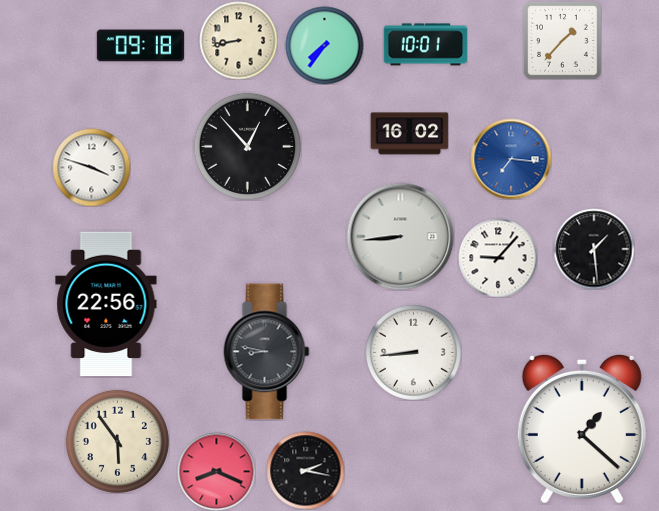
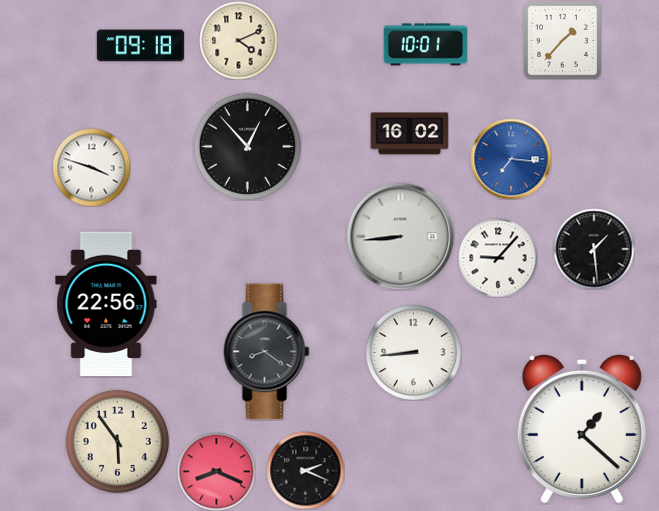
clock at (238, 40): 8:43 -> 4:11
clock at (324, 45): 7:36 -> none
clock at (267, 352): 8:47 -> 8:21
clock at (305, 470): 2:17 -> 2:19
